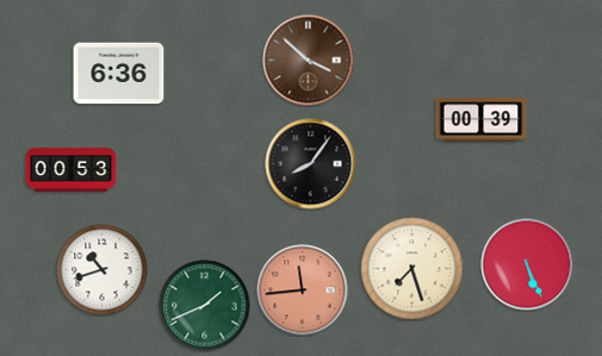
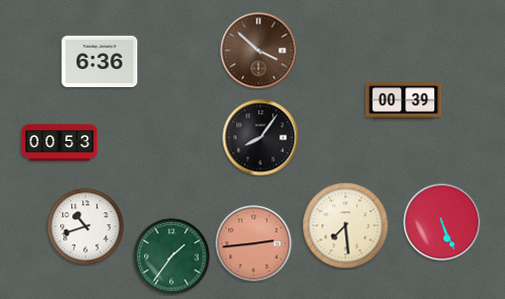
clock at (412, 269): 7:27 -> 7:29
clock at (303, 291): 11:44 -> 2:44
clock at (205, 306): 1:41 -> 1:36
